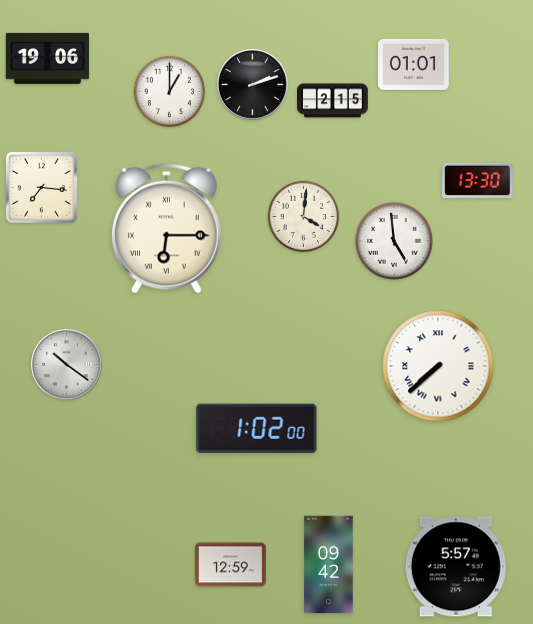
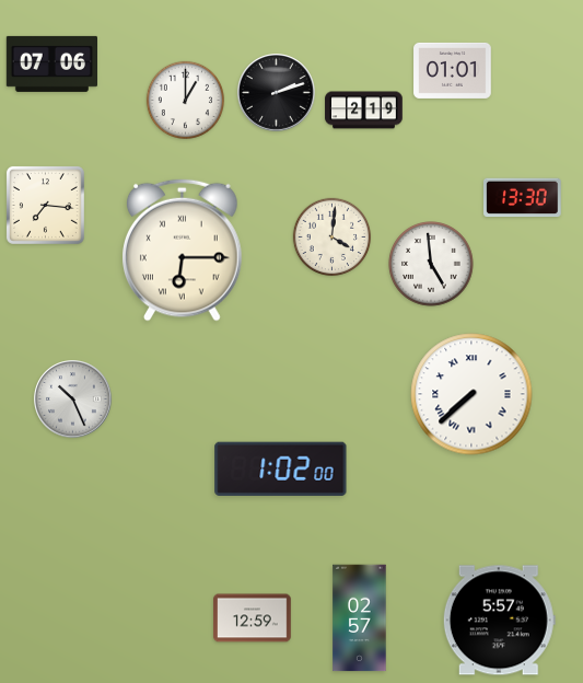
clock at (47, 58): 19:06 -> 07:06
clock at (333, 101): 2:15 -> 2:19
clock at (67, 365): 10:21 -> 10:26
clock at (438, 366) position: (438, 366) -> (471, 394)
clock at (329, 565): 09:42 -> 02:57
